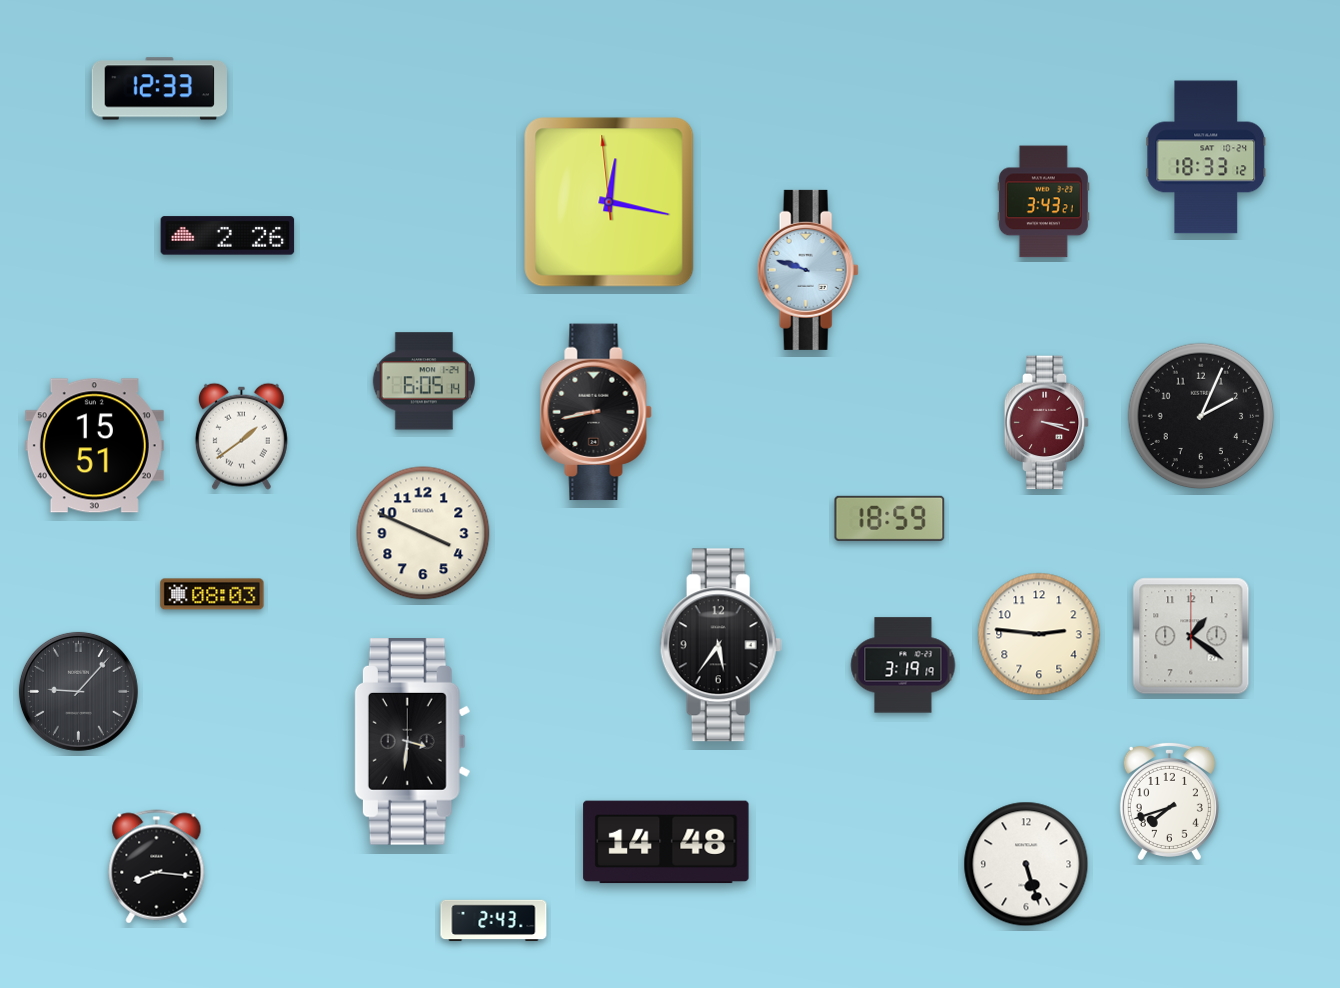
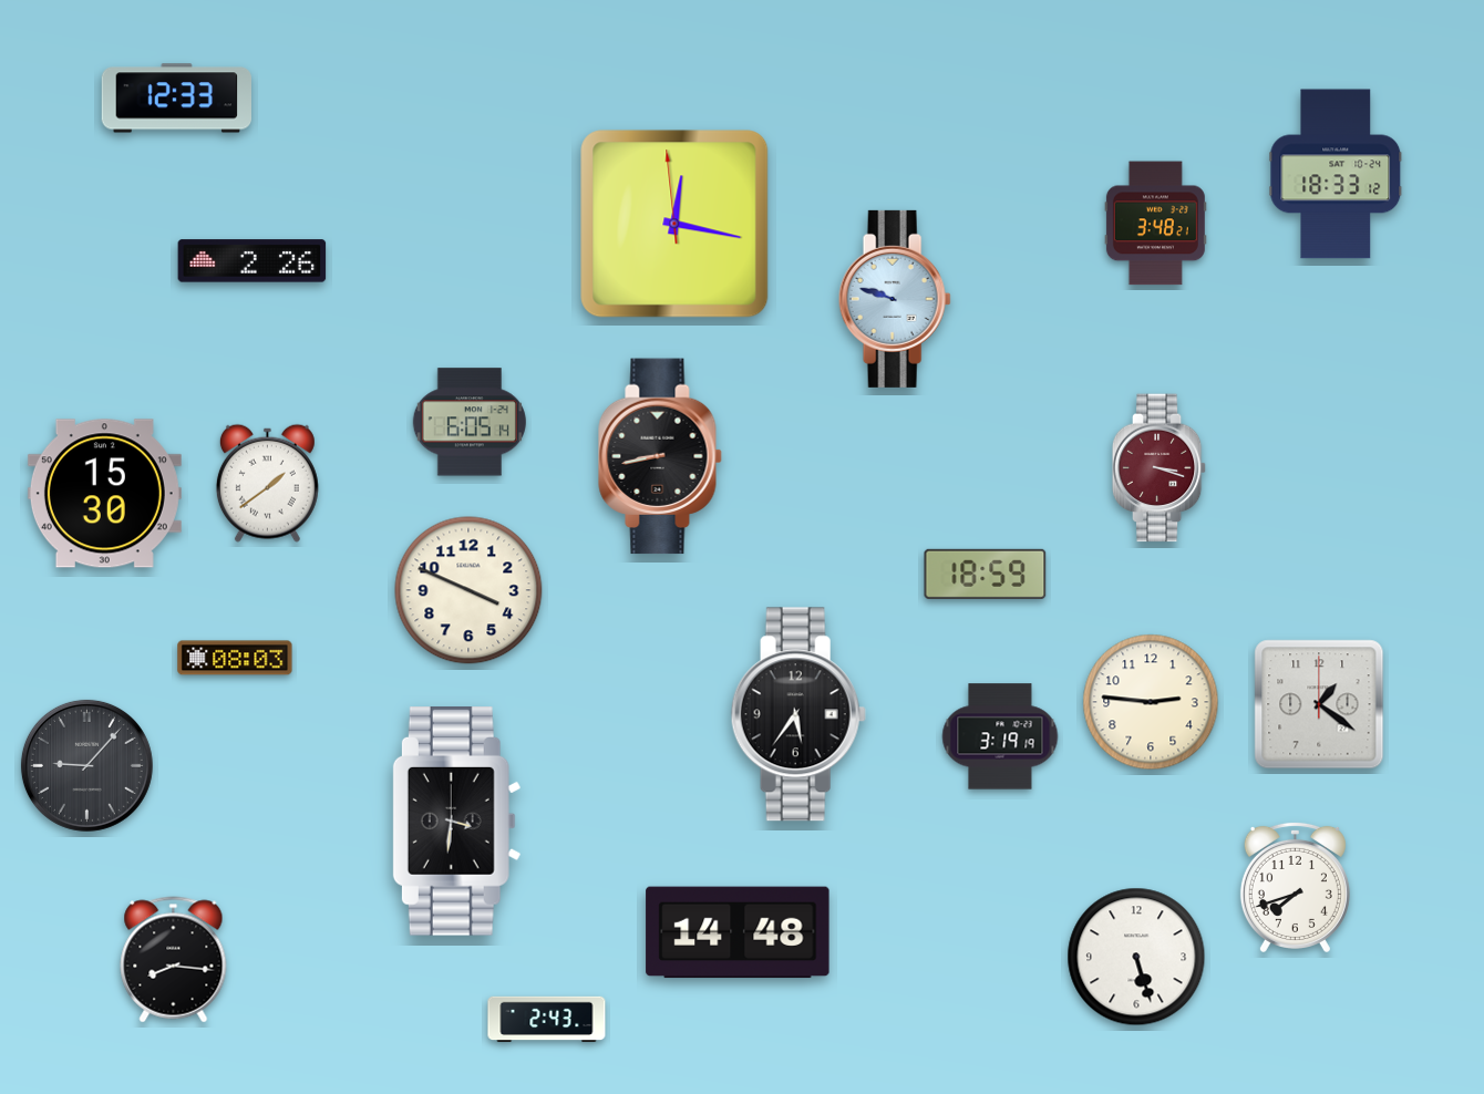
clock at (1043, 202): 3:43 -> 3:48
clock at (1201, 416): 2:04 -> none
clock at (94, 446): 15:51 -> 15:30
